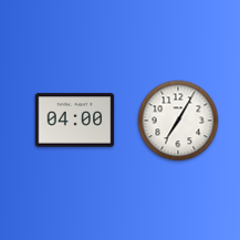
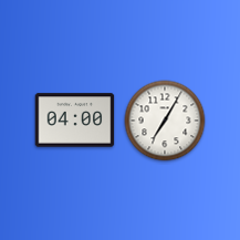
clock at (178, 121) position: (178, 121) -> (165, 121)
